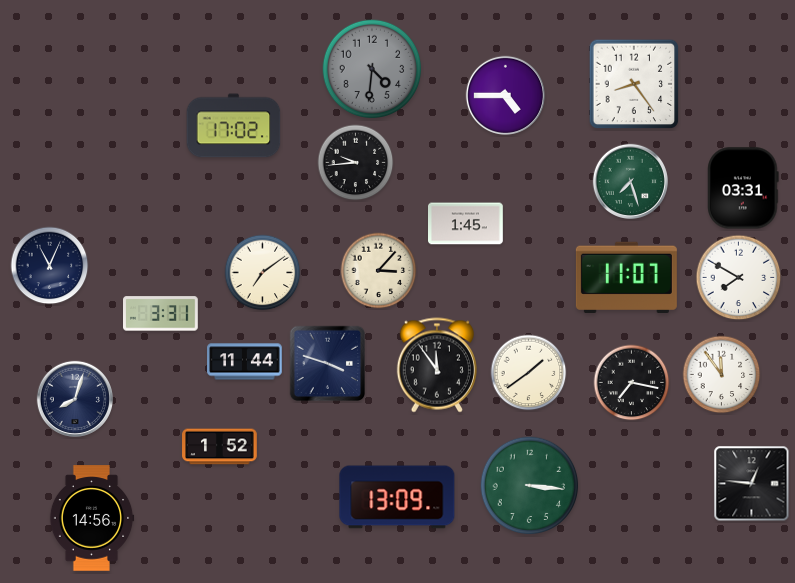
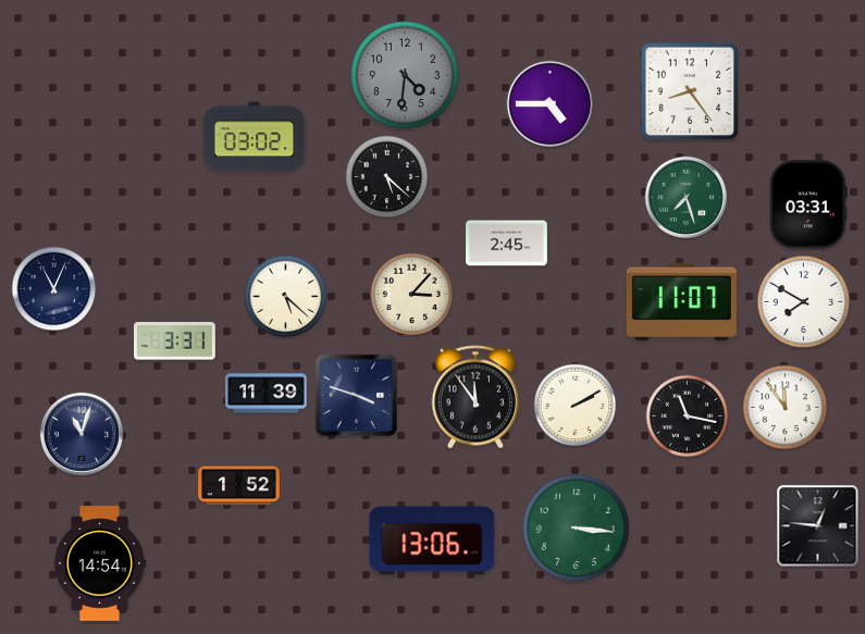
clock at (234, 126): 17:02 -> 03:02
clock at (356, 163): 9:44 -> 5:22
clock at (466, 224): 1:45 -> 2:45
clock at (263, 273): 7:09 -> 5:22
clock at (245, 362): 11:44 -> 11:39
clock at (529, 373): 1:39 -> 2:10
clock at (632, 383): 7:17 -> 11:17
clock at (74, 398): 8:03 -> 11:03
clock at (397, 497): 13:09 -> 13:06
clock at (92, 518): 14:56 -> 14:54
